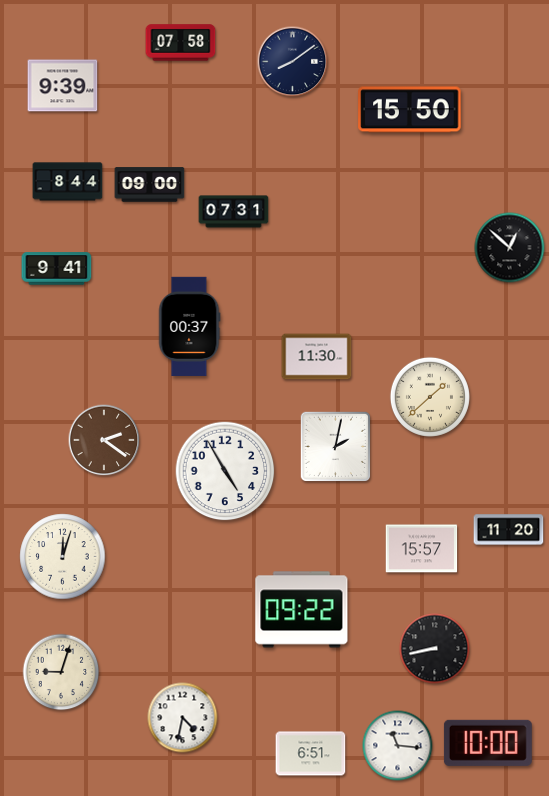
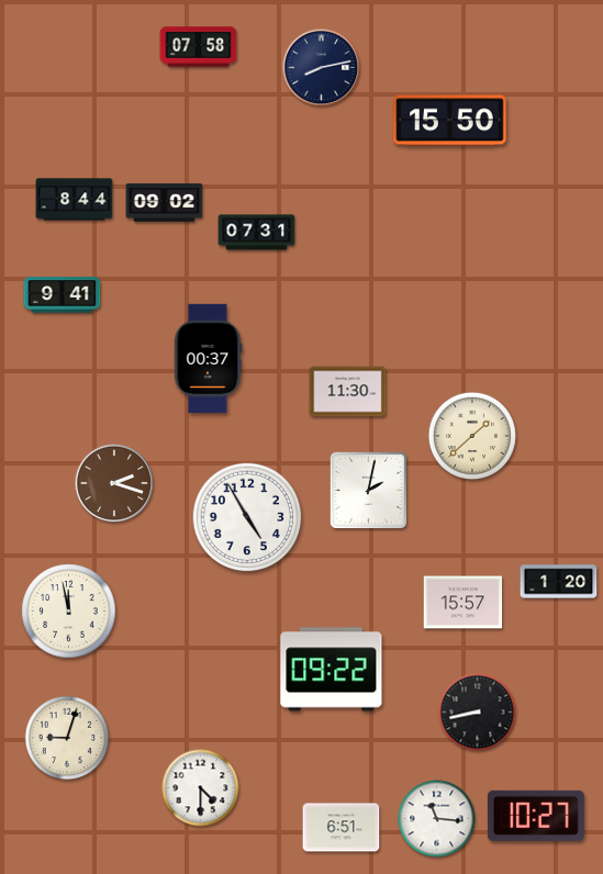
clock at (293, 62): 8:09 -> 8:13
clock at (63, 86): 9:39 -> none
clock at (150, 185): 09:00 -> 09:02
clock at (510, 248): 12:52 -> none
clock at (104, 440): 2:21 -> 2:18
clock at (509, 530): 11:20 -> 1:20
clock at (63, 557): 12:03 -> 11:58
clock at (183, 718): 4:32 -> 4:30
clock at (488, 743): 10:00 -> 10:27
